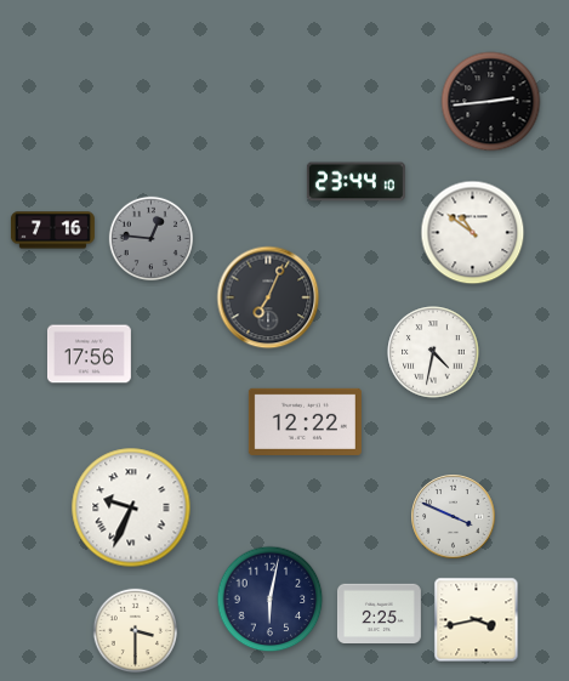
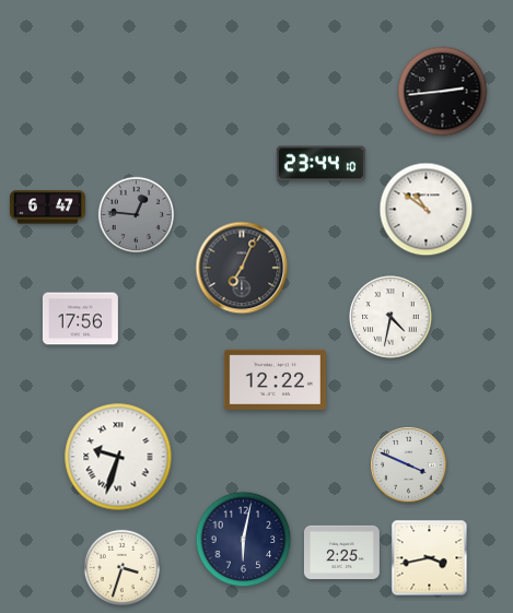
clock at (52, 231): 7:16 -> 6:47
clock at (131, 507): 9:34 -> 9:33
clock at (136, 631): 3:30 -> 3:33
